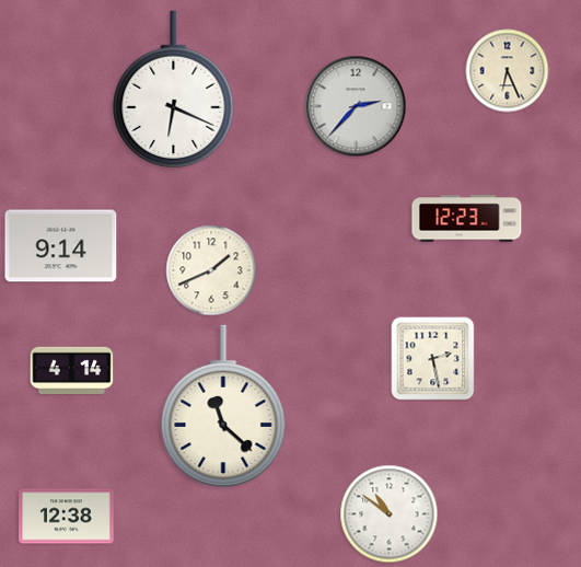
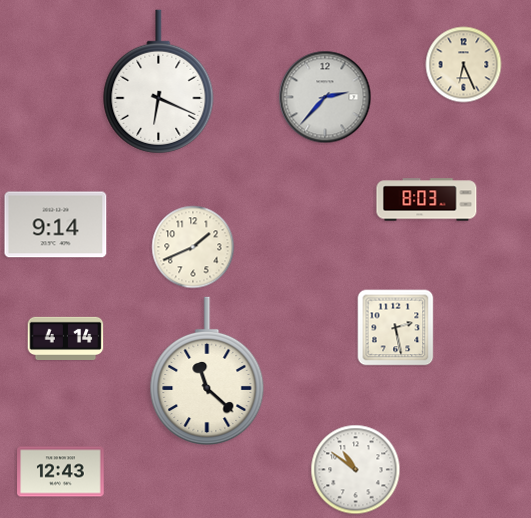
clock at (467, 219): 12:23 -> 8:03
clock at (223, 406) position: (223, 406) -> (207, 371)
clock at (67, 517): 12:38 -> 12:43
